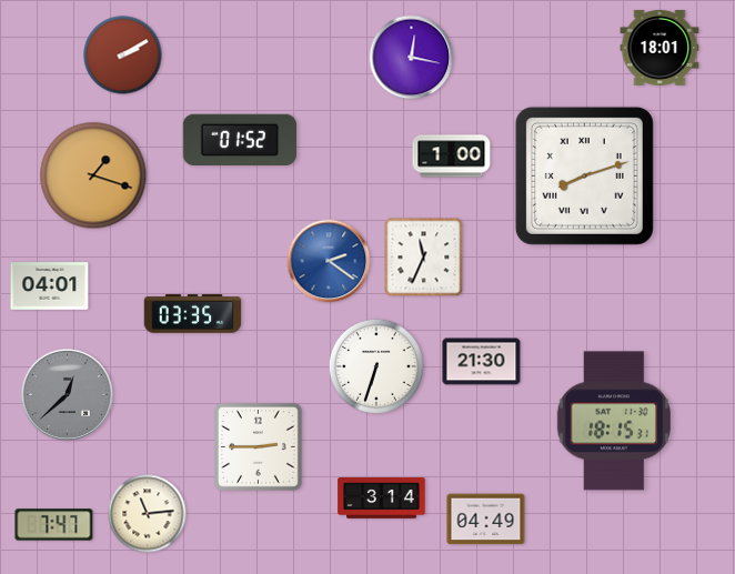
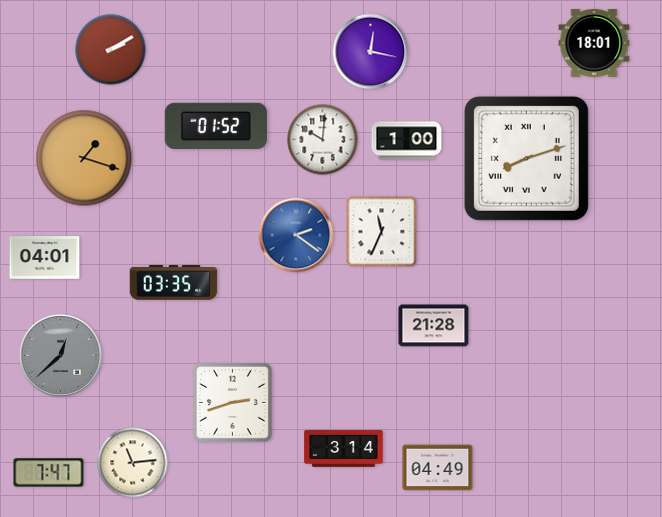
clock at (323, 140): none -> 10:01
clock at (482, 362): 21:30 -> 21:28
clock at (376, 366): 6:33 -> none
clock at (614, 421): 18:15 -> none
clock at (258, 446): 2:45 -> 2:42
